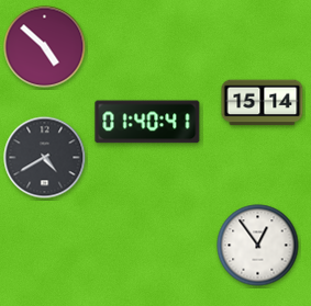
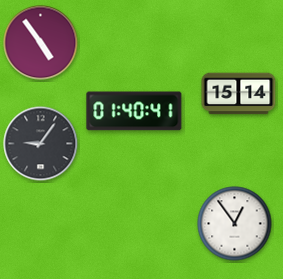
clock at (45, 47): 4:52 -> 4:54
clock at (45, 158): 4:40 -> 9:06
